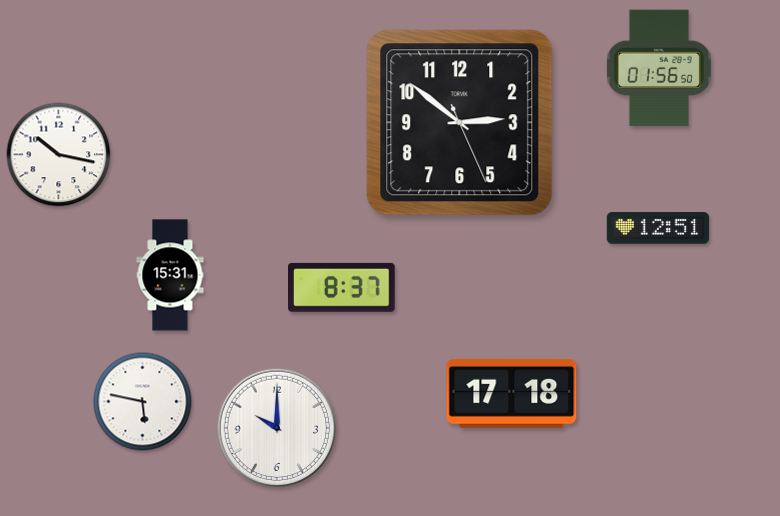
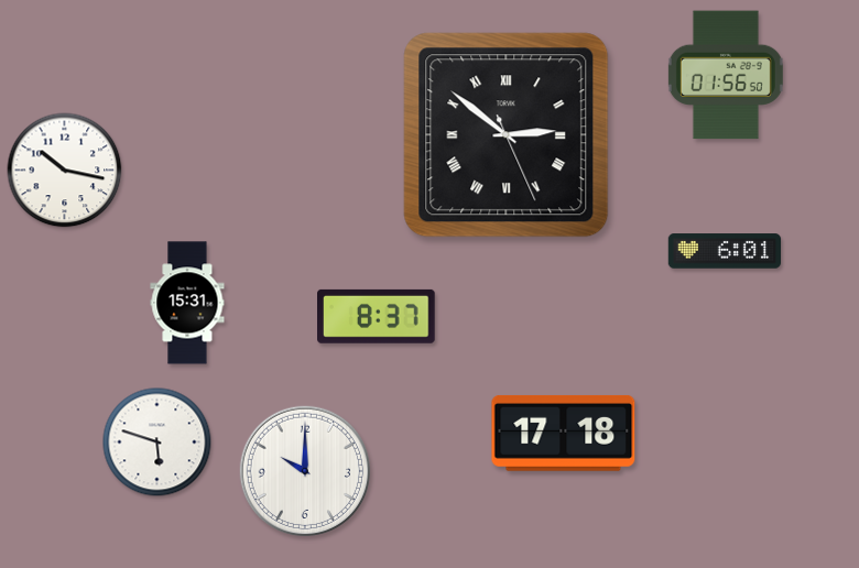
clock at (460, 123) numerals: Arabic -> Roman
clock at (658, 228): 12:51 -> 6:01
clock at (143, 402): 5:47 -> 5:48
